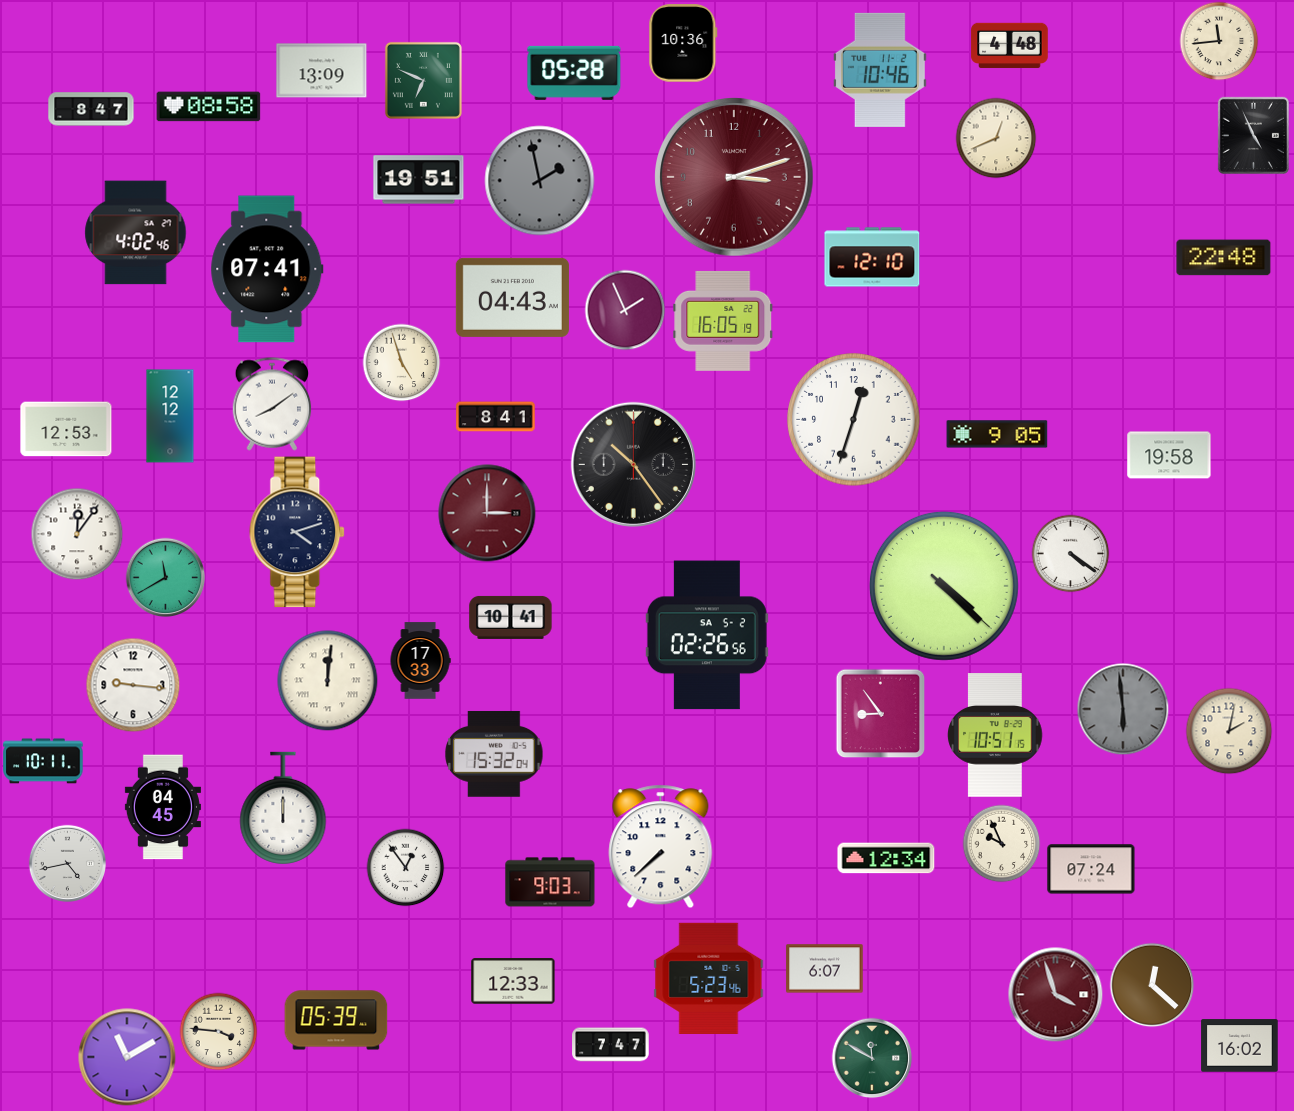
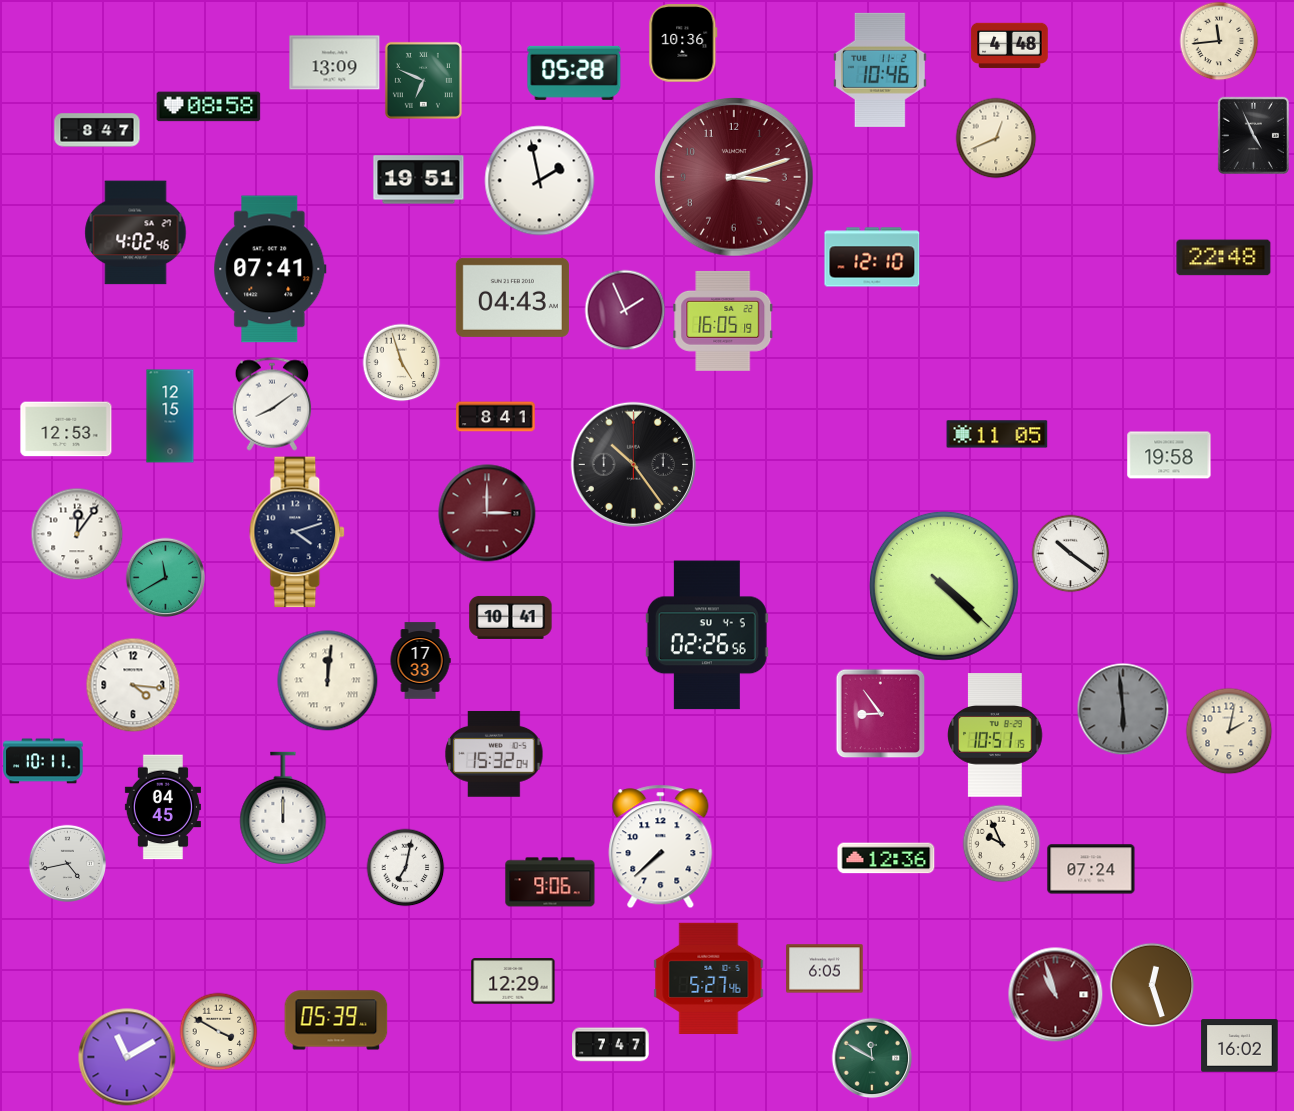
clock at (322, 71) position: (322, 71) -> (335, 63)
clock at (91, 109) position: (91, 109) -> (97, 130)
clock at (540, 181) dial: grey -> white
clock at (267, 269) position: (267, 269) -> (270, 269)
clock at (170, 416): 12:12 -> 12:15
clock at (854, 420): 12:33 -> none
clock at (997, 434): 9:05 -> 11:05
clock at (1070, 553): 4:21 -> 10:21
clock at (707, 635) date: SA 5-2 -> SU 4-5
clock at (133, 685): 9:16 -> 4:16
clock at (886, 858): 12:34 -> 12:36
clock at (405, 867): 12:54 -> 7:02
clock at (550, 882): 9:03 -> 9:06
clock at (825, 969): 6:07 -> 6:05
clock at (709, 978): 5:23 -> 5:27
clock at (513, 981): 12:33 -> 12:29
clock at (1152, 985): 12:22 -> 12:27
clock at (1055, 994): 3:57 -> 10:57
clock at (218, 1031): 3:46 -> 3:50
